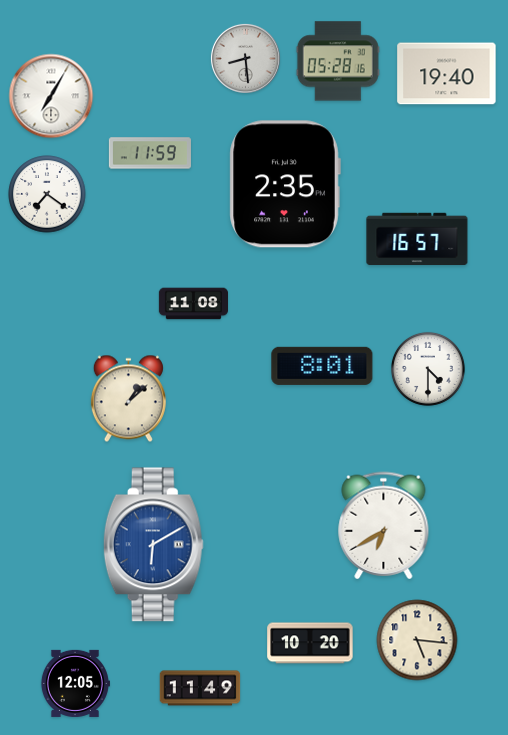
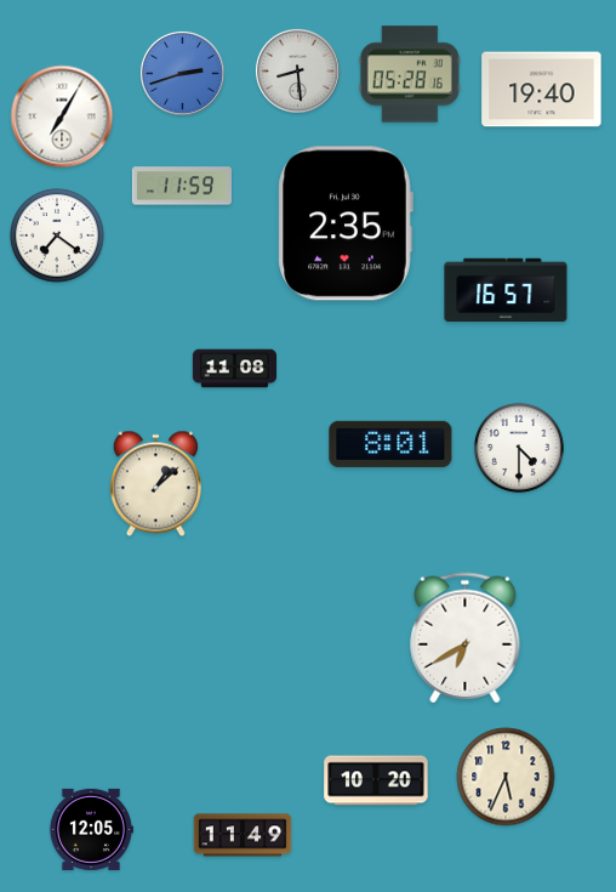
clock at (182, 73): none -> 2:42
clock at (153, 545): 6:10 -> none
clock at (417, 640): 5:16 -> 5:34
